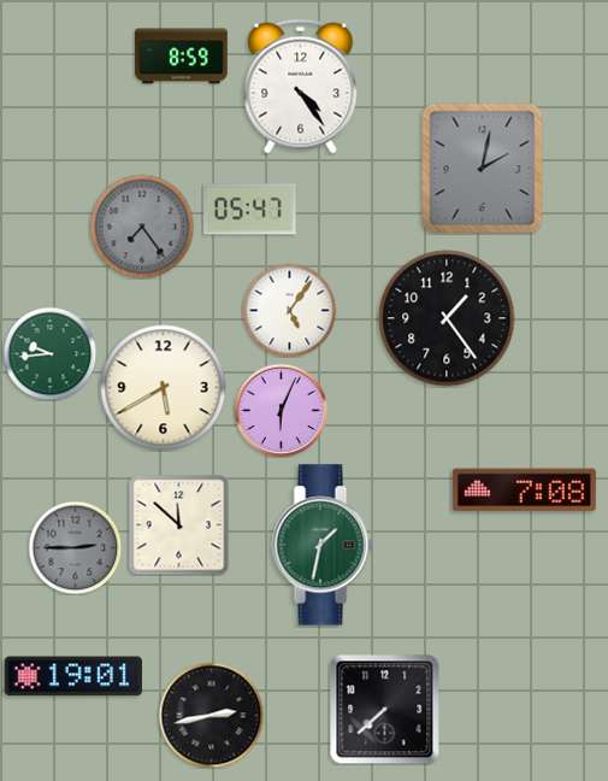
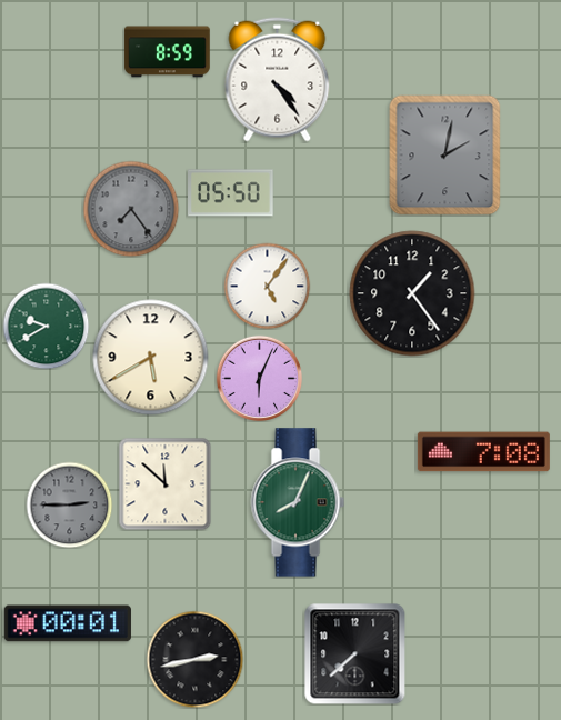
clock at (250, 210): 05:47 -> 05:50
clock at (49, 353): 9:44 -> 9:40
clock at (323, 545): 1:32 -> 8:04
clock at (73, 676): 19:01 -> 00:01
